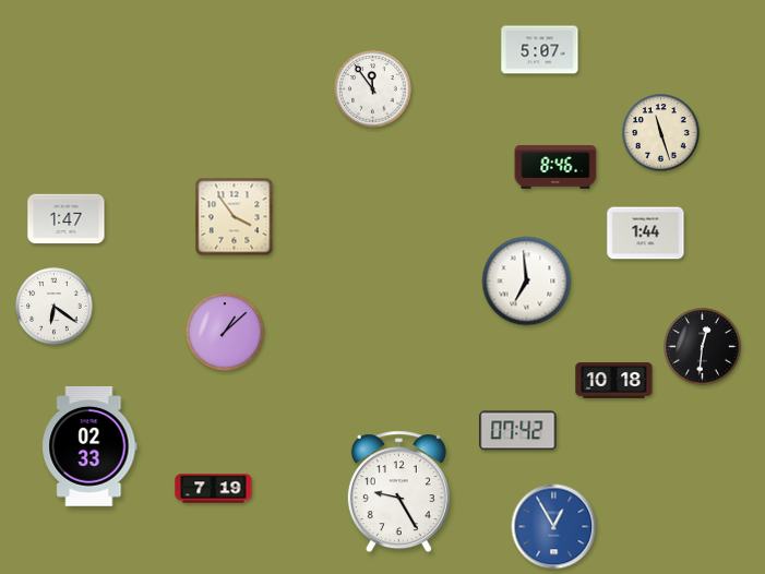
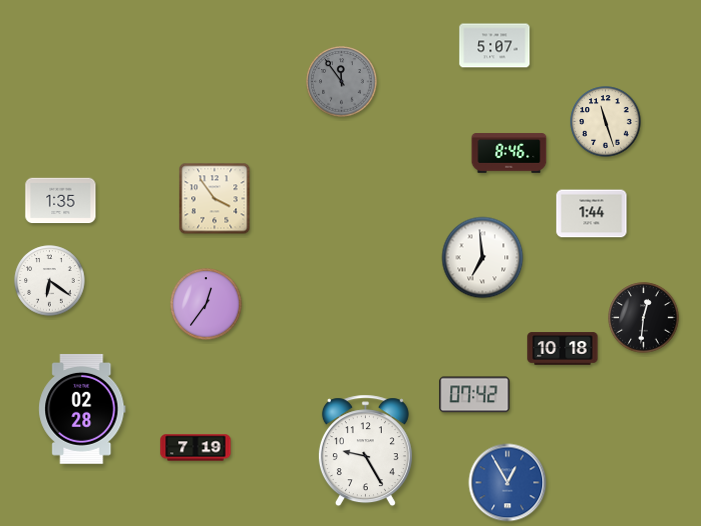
clock at (373, 89) dial: white -> grey
clock at (67, 219): 1:47 -> 1:35
clock at (225, 332): 1:08 -> 12:36
clock at (89, 446): 02:33 -> 02:28
